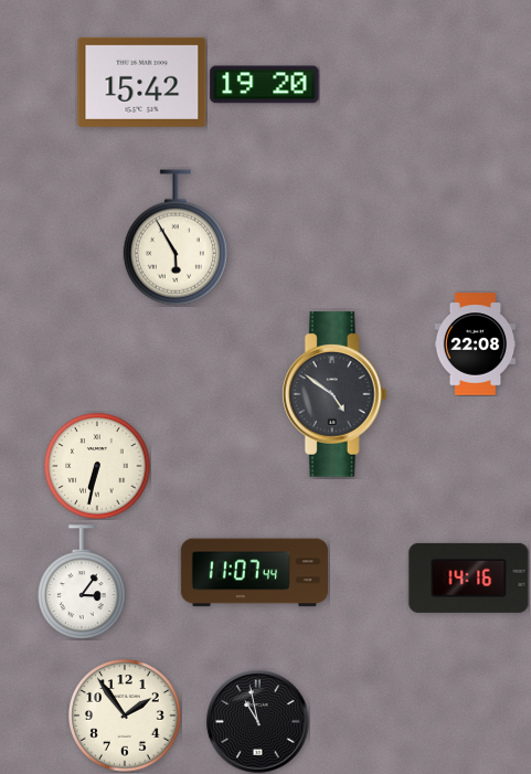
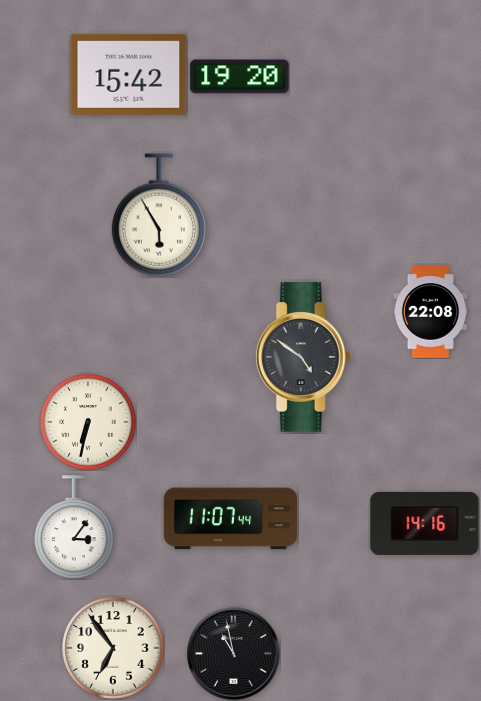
clock at (125, 715): 1:54 -> 6:54
